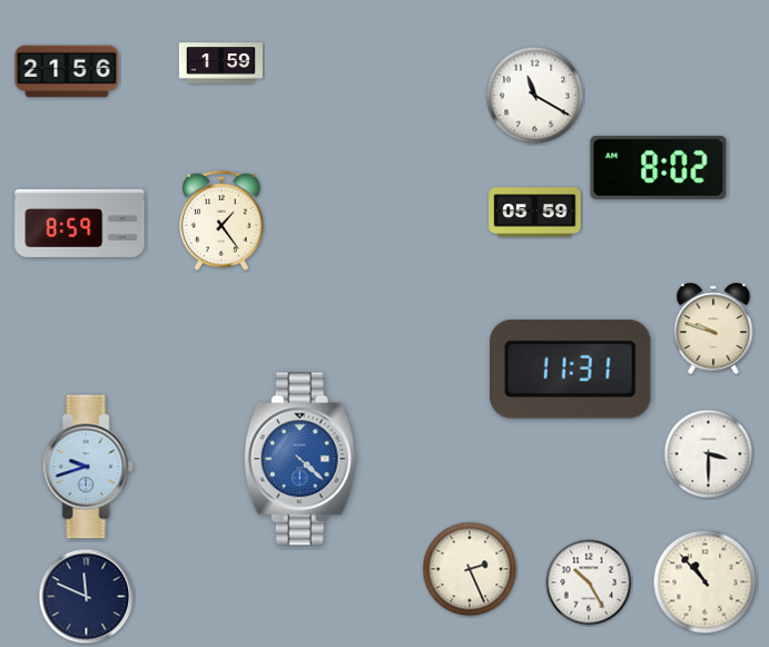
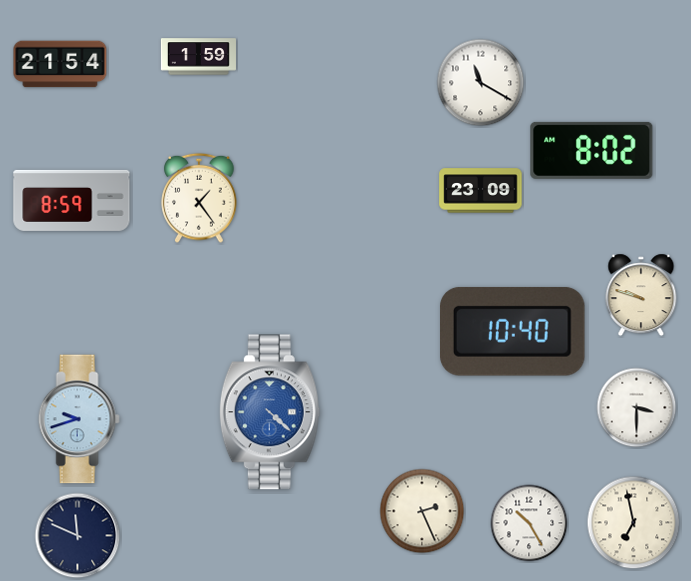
clock at (67, 71): 21:56 -> 21:54
clock at (535, 96) position: (535, 96) -> (481, 83)
clock at (535, 213): 05:59 -> 23:09
clock at (571, 369): 11:31 -> 10:40
clock at (706, 582): 10:53 -> 6:58
